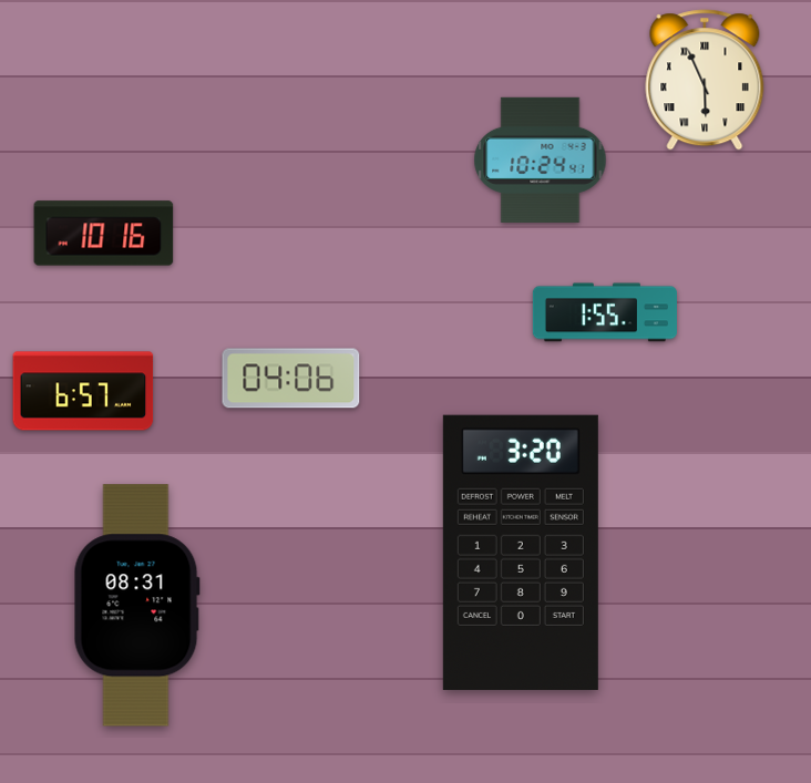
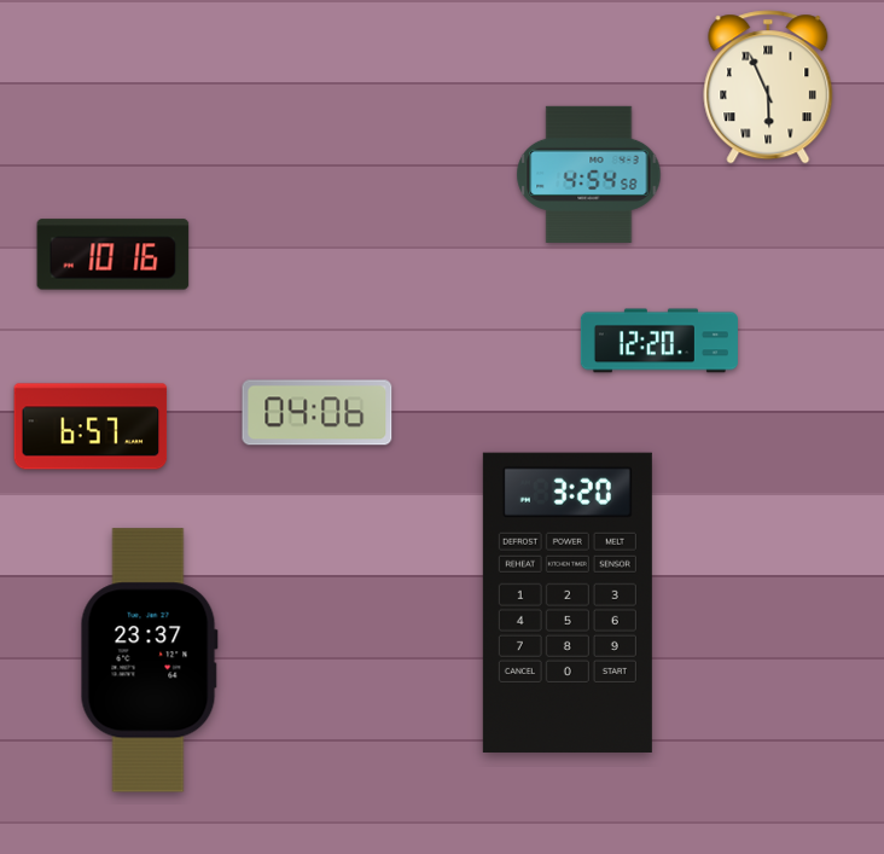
clock at (541, 159): 10:24 -> 4:54
clock at (605, 312): 1:55 -> 12:20
clock at (136, 606): 08:31 -> 23:37
